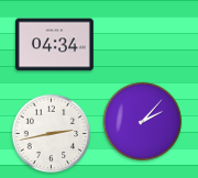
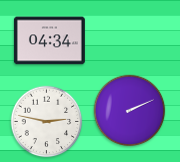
clock at (143, 122): 2:07 -> 2:11
clock at (52, 134): 2:43 -> 2:47
